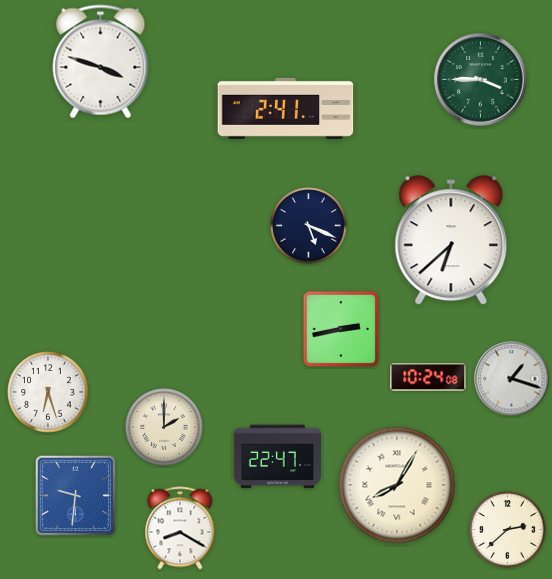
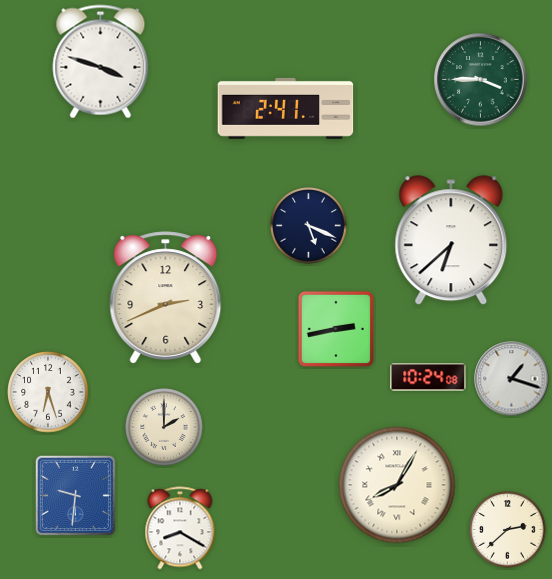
clock at (166, 298): none -> 2:41
clock at (341, 329) position: (341, 329) -> (336, 329)
clock at (277, 457): 22:47 -> none
